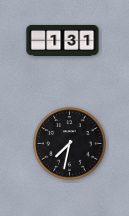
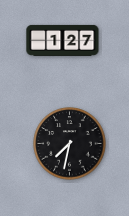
clock at (63, 40): 1:31 -> 1:27
